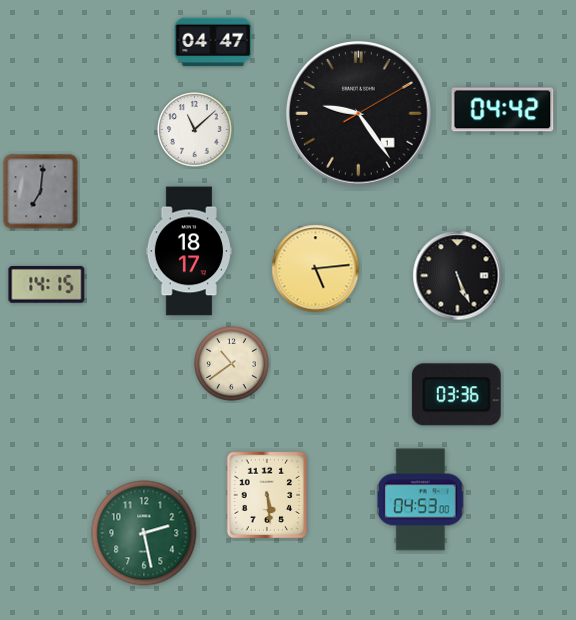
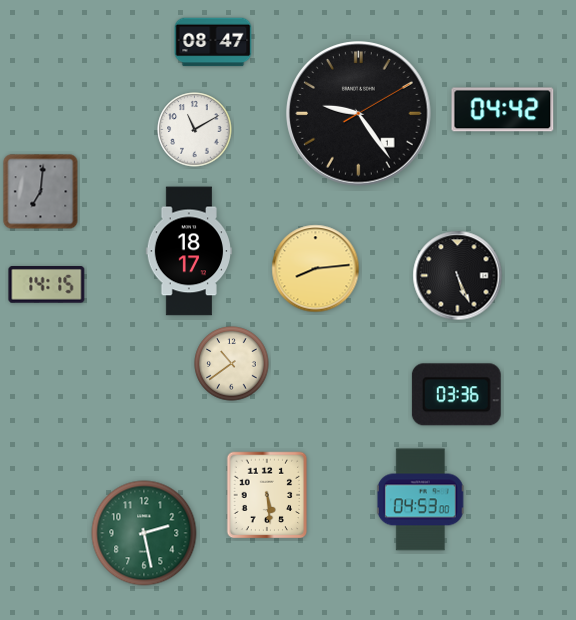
clock at (213, 42): 04:47 -> 08:47
clock at (195, 130): 11:08 -> 11:10
clock at (316, 269): 5:14 -> 8:14
